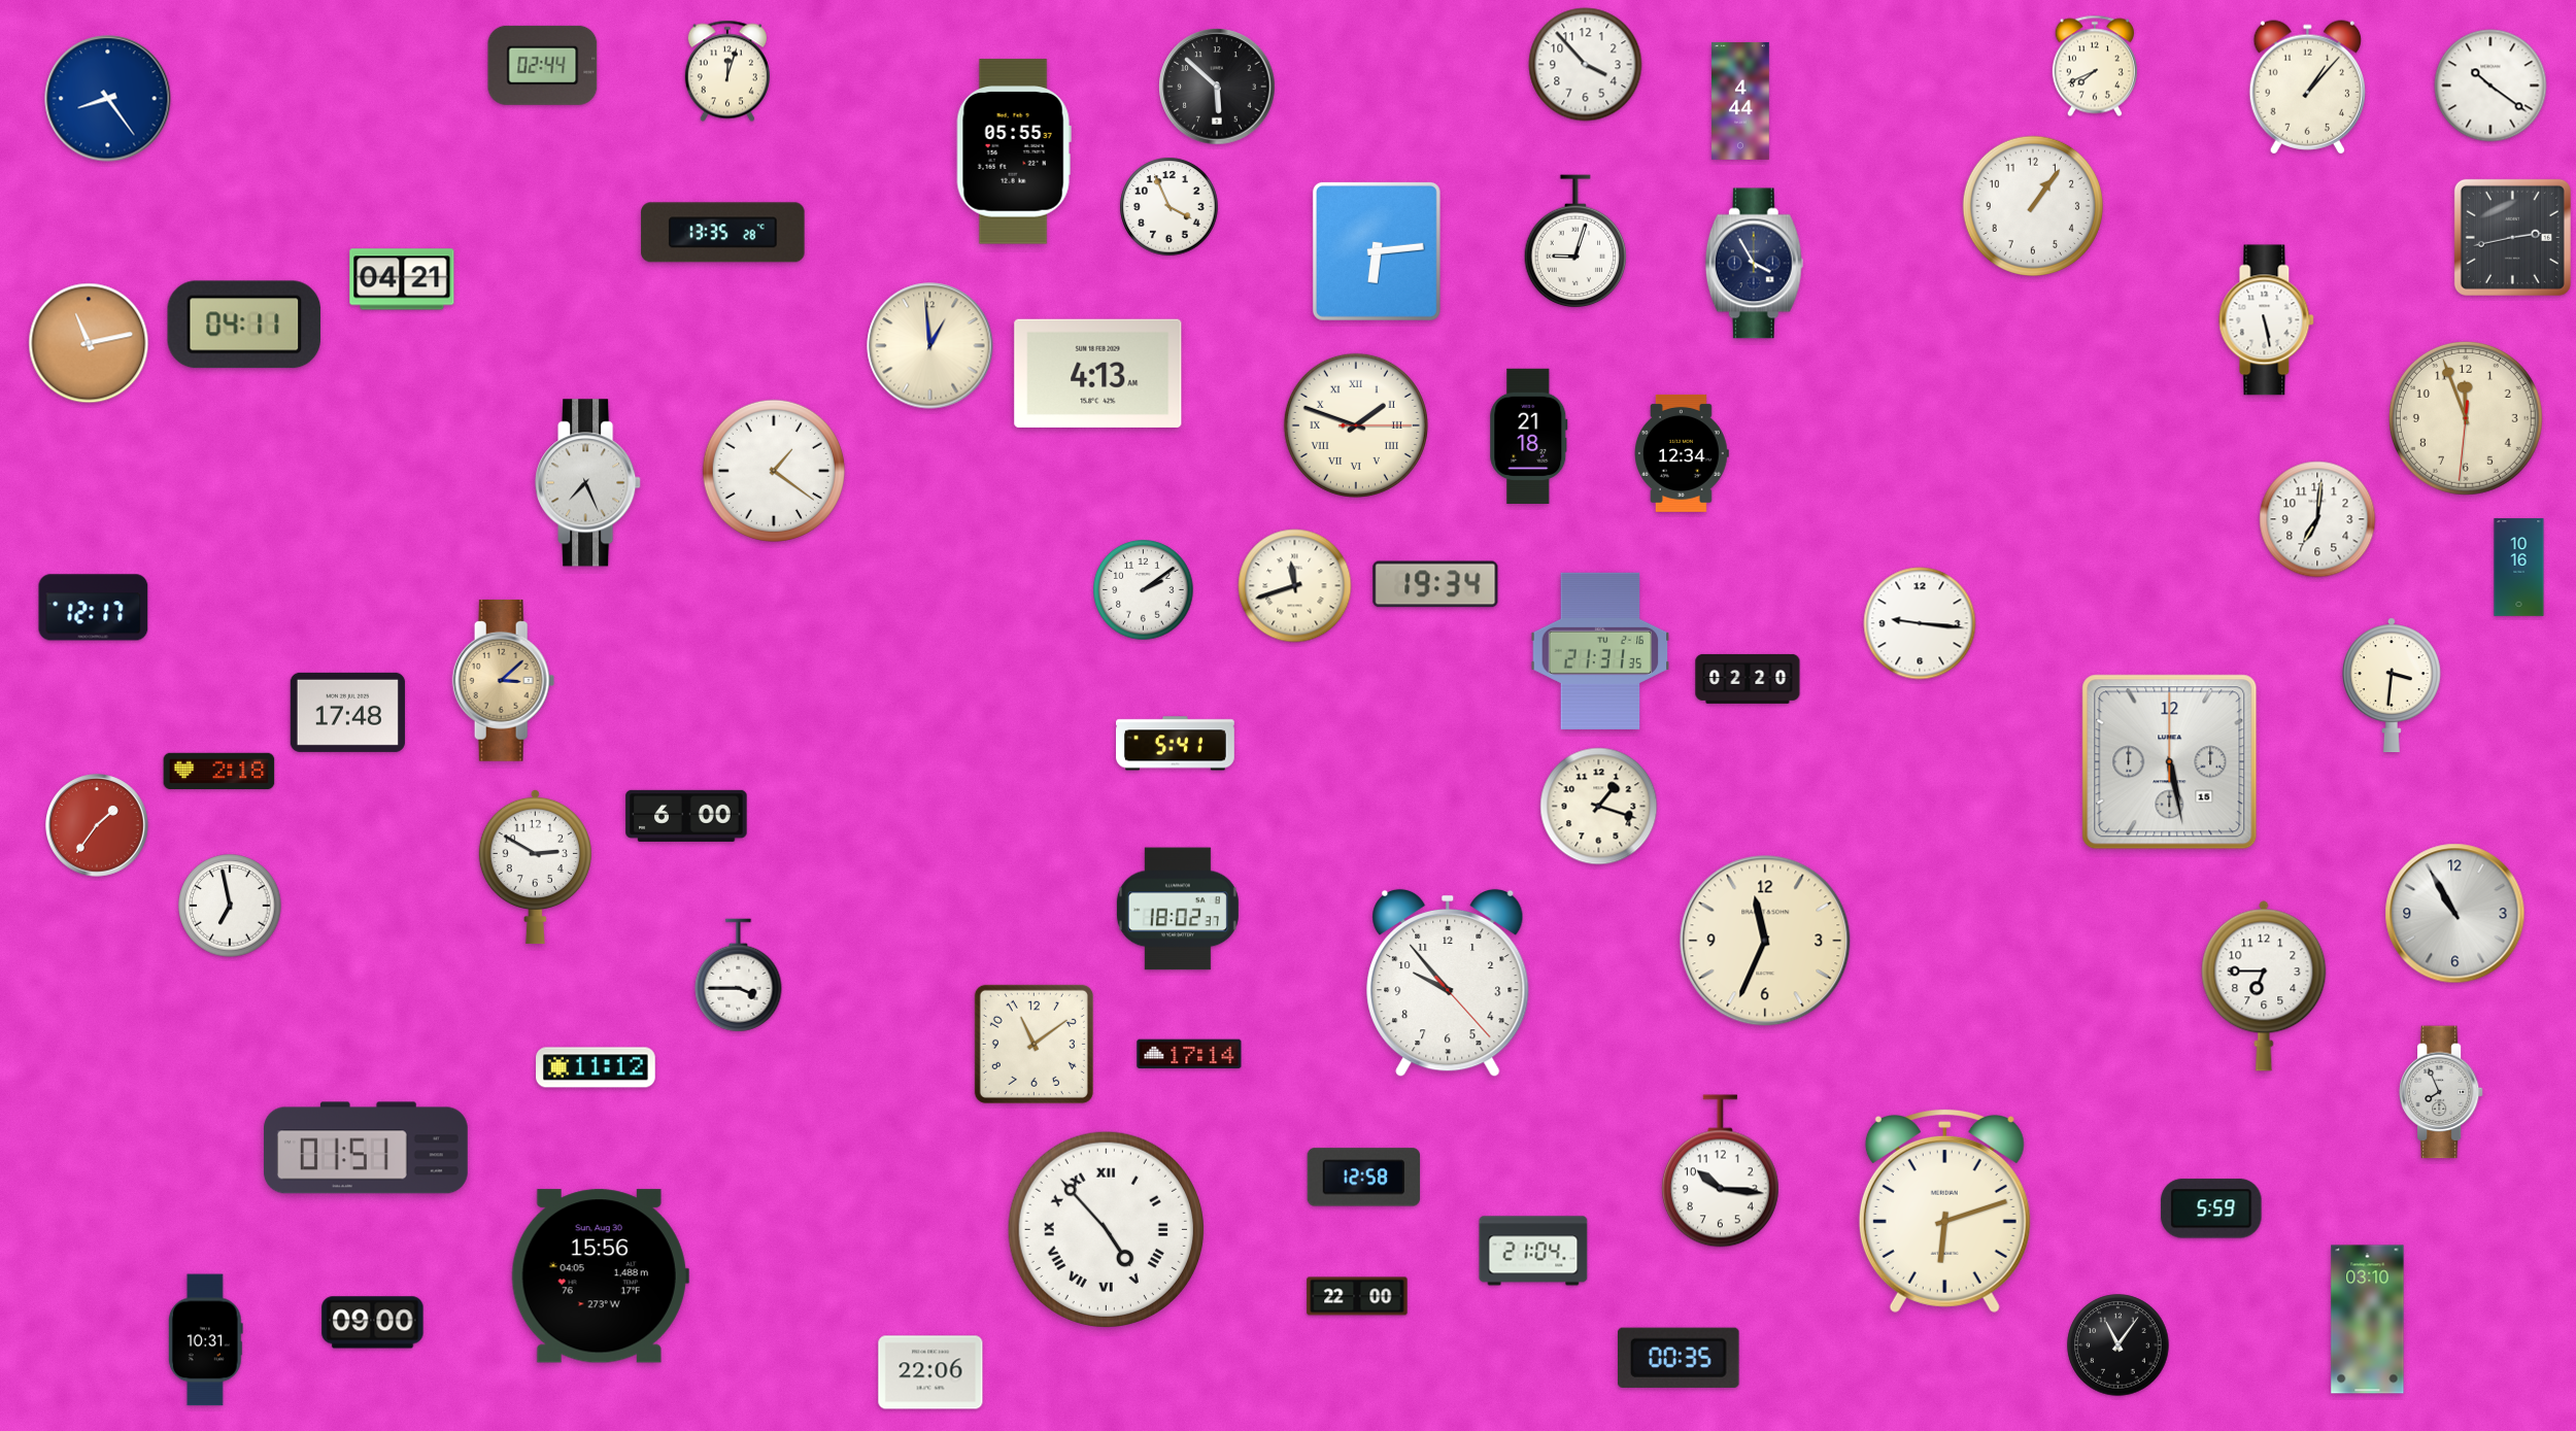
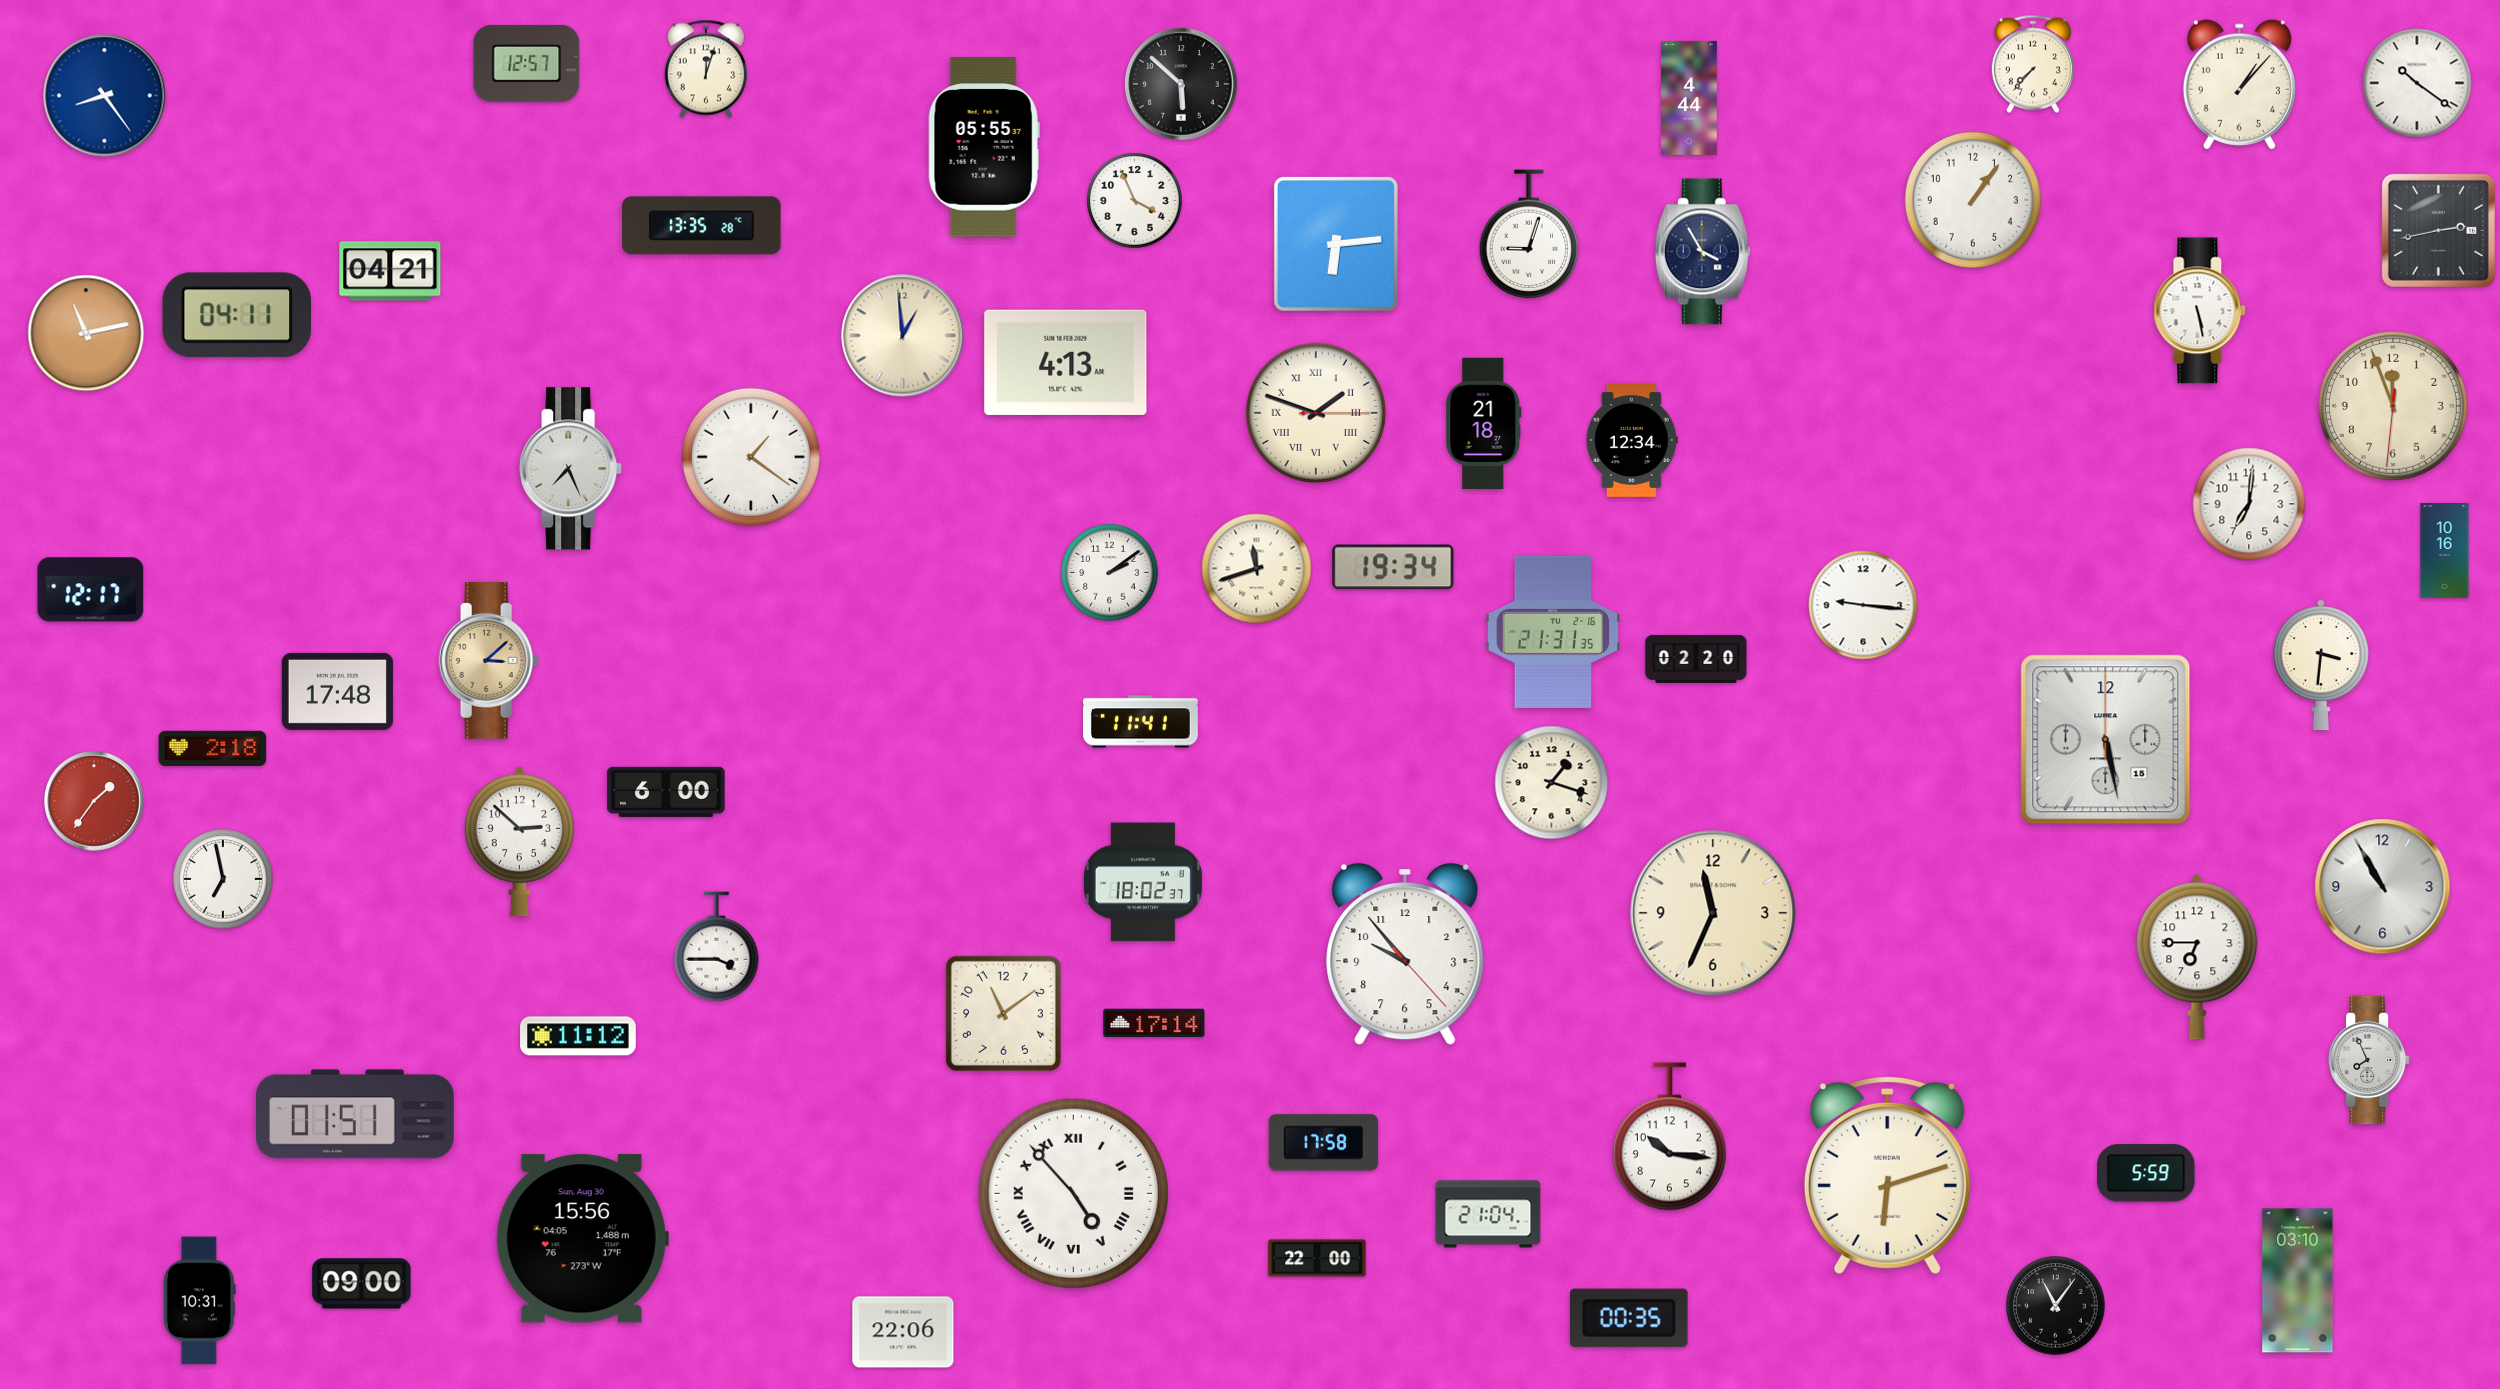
clock at (543, 65): 02:44 -> 12:57
clock at (1586, 65): 3:53 -> none
clock at (2095, 66): 7:41 -> 7:37
clock at (1754, 264) position: (1754, 264) -> (1702, 252)
clock at (1176, 744): 5:41 -> 11:41
clock at (535, 866): 2:50 -> 2:52
clock at (1364, 1178): 12:58 -> 17:58
